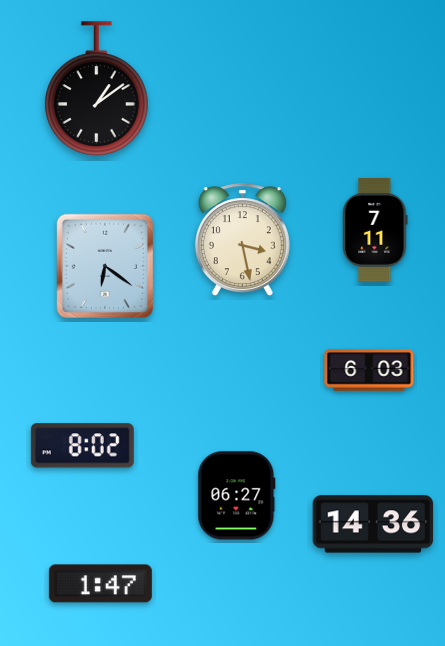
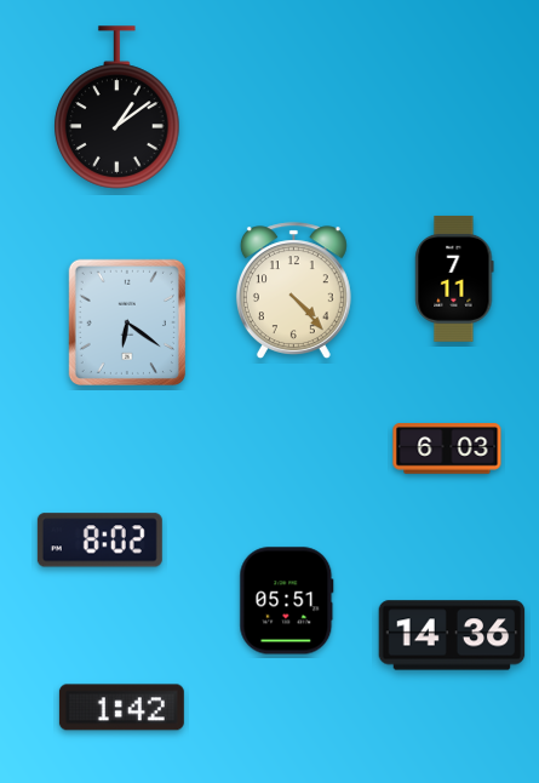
clock at (242, 240): 3:28 -> 4:23
clock at (237, 496): 06:27 -> 05:51
clock at (100, 584): 1:47 -> 1:42
